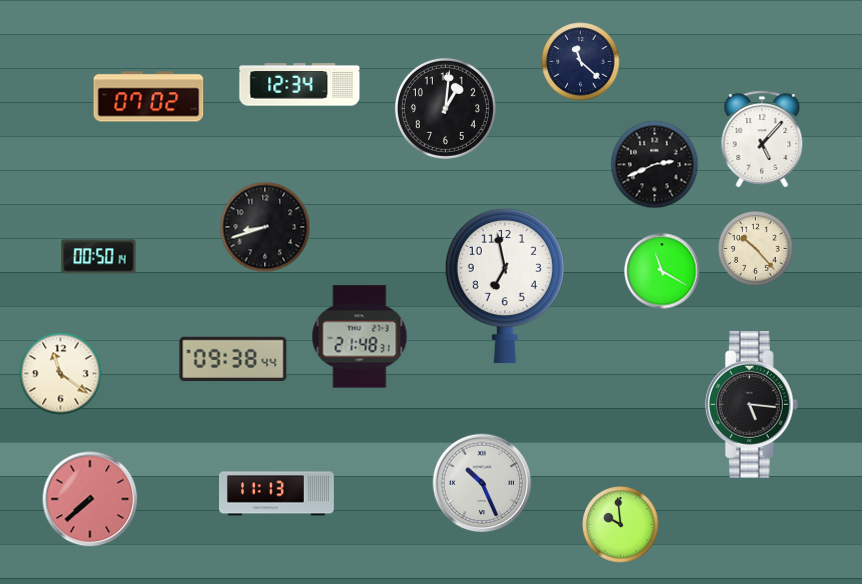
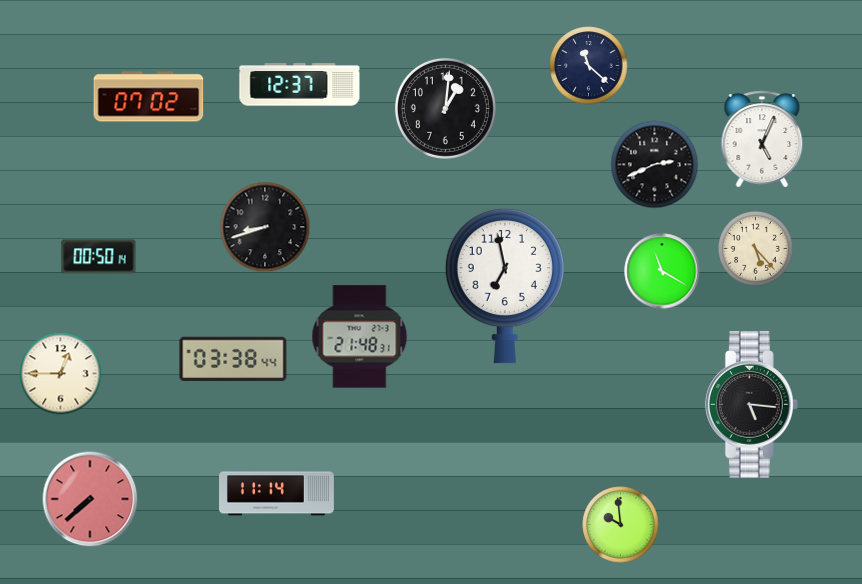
clock at (581, 62) position: (581, 62) -> (589, 66)
clock at (300, 85): 12:34 -> 12:37
clock at (762, 139): 5:07 -> 5:04
clock at (756, 249): 10:23 -> 5:23
clock at (233, 359): 09:38 -> 03:38
clock at (61, 374): 11:21 -> 12:45
clock at (482, 483): 10:26 -> none
clock at (277, 494): 11:13 -> 11:14
